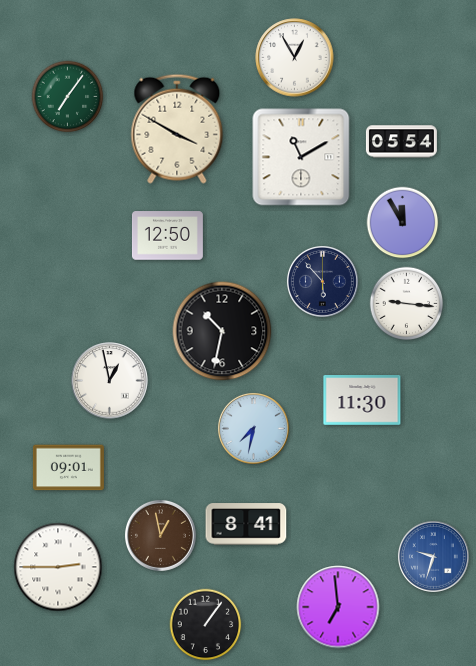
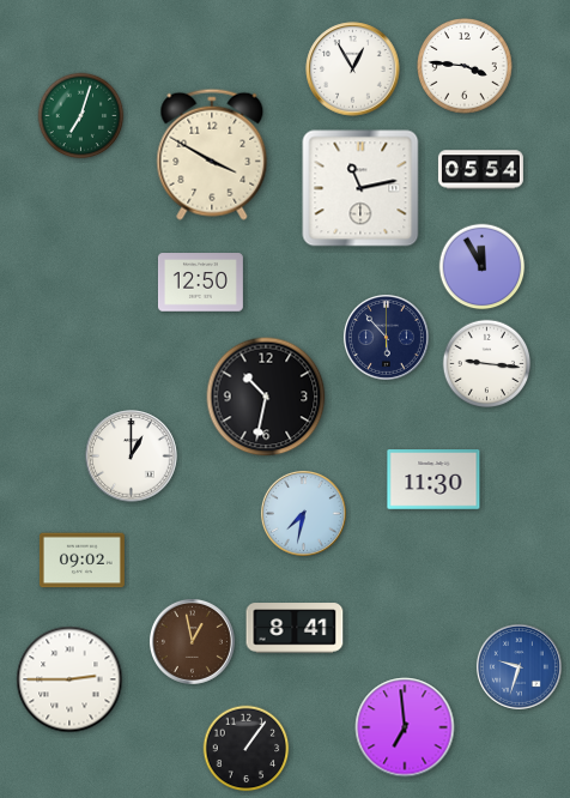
clock at (466, 67): none -> 3:46
clock at (68, 97): 7:06 -> 7:03
clock at (301, 157): 11:10 -> 11:13
clock at (110, 381): 12:58 -> 1:00
clock at (68, 468): 09:01 -> 09:02
